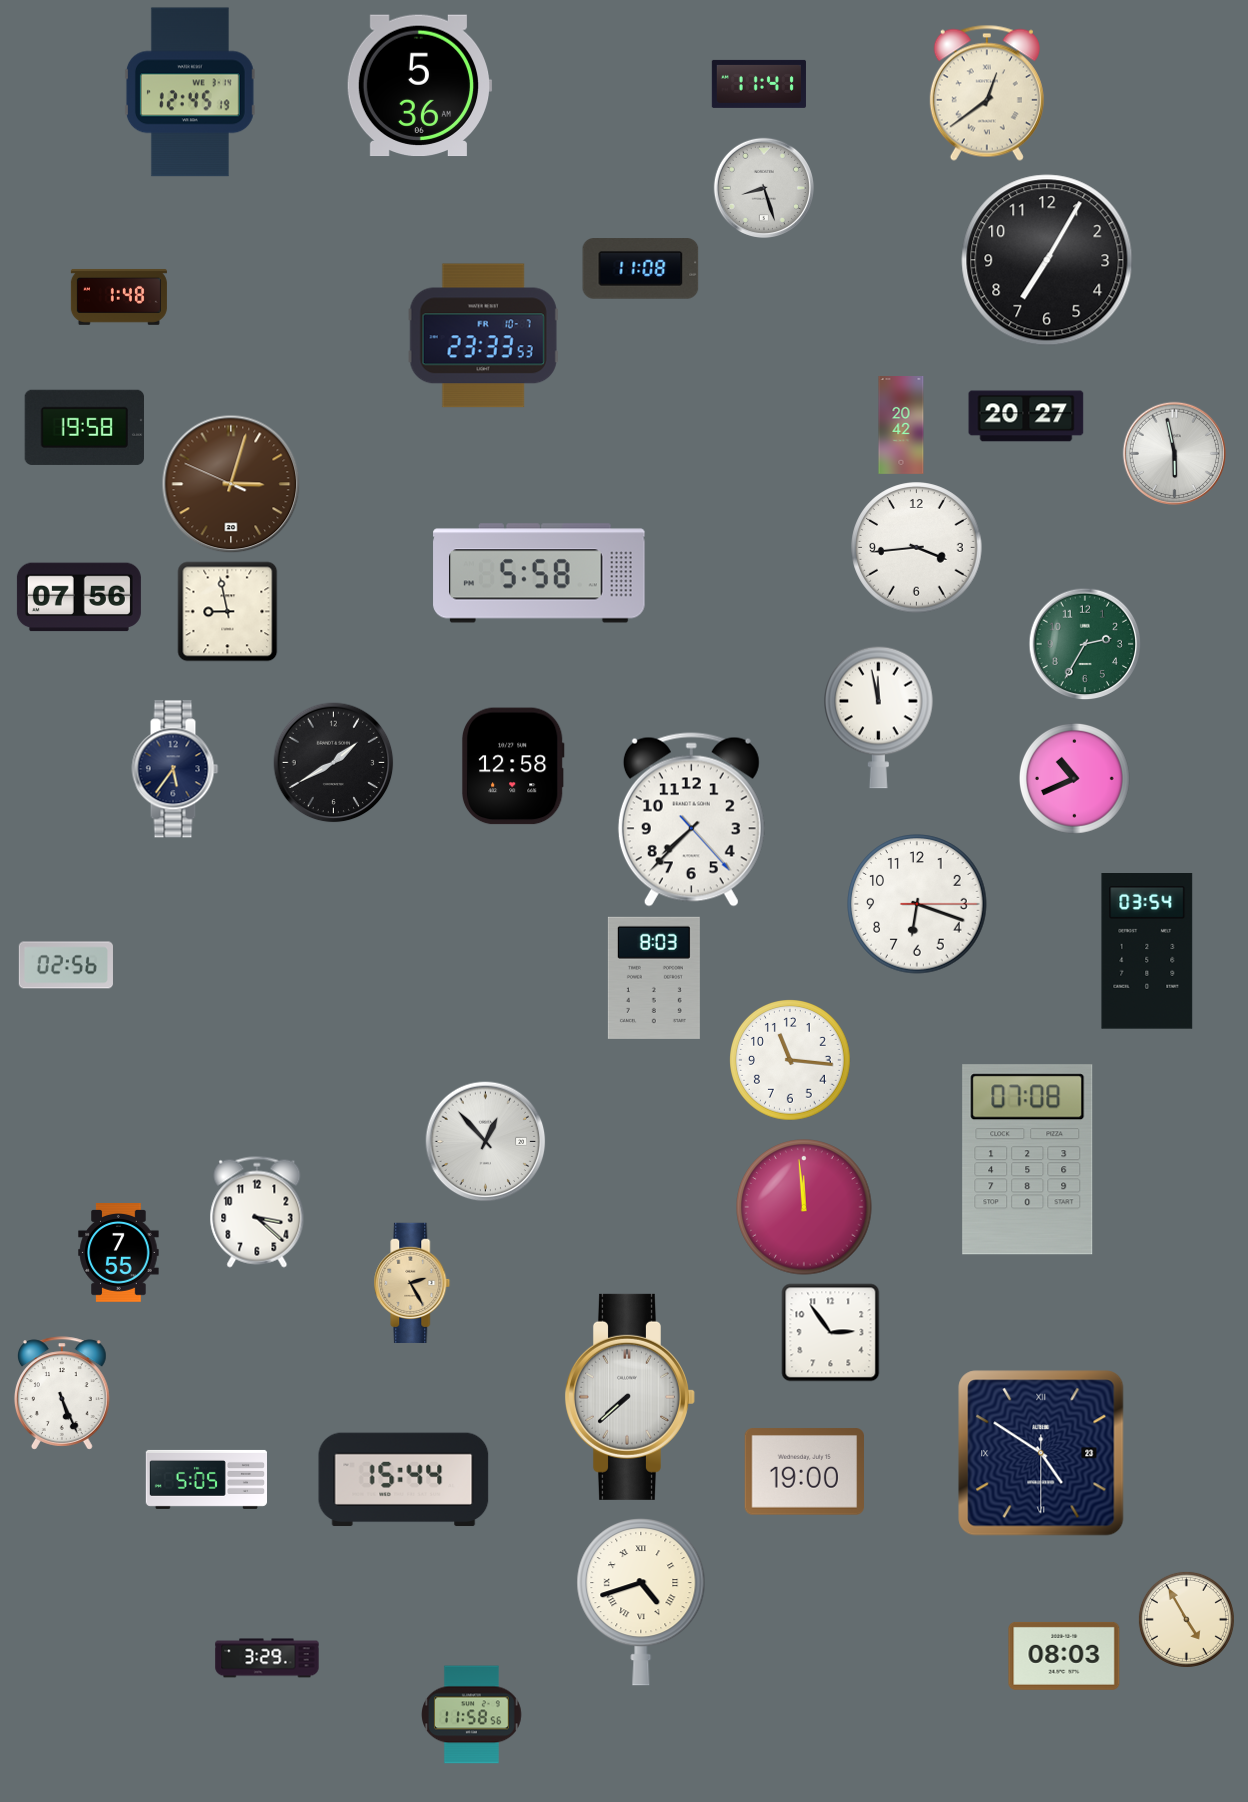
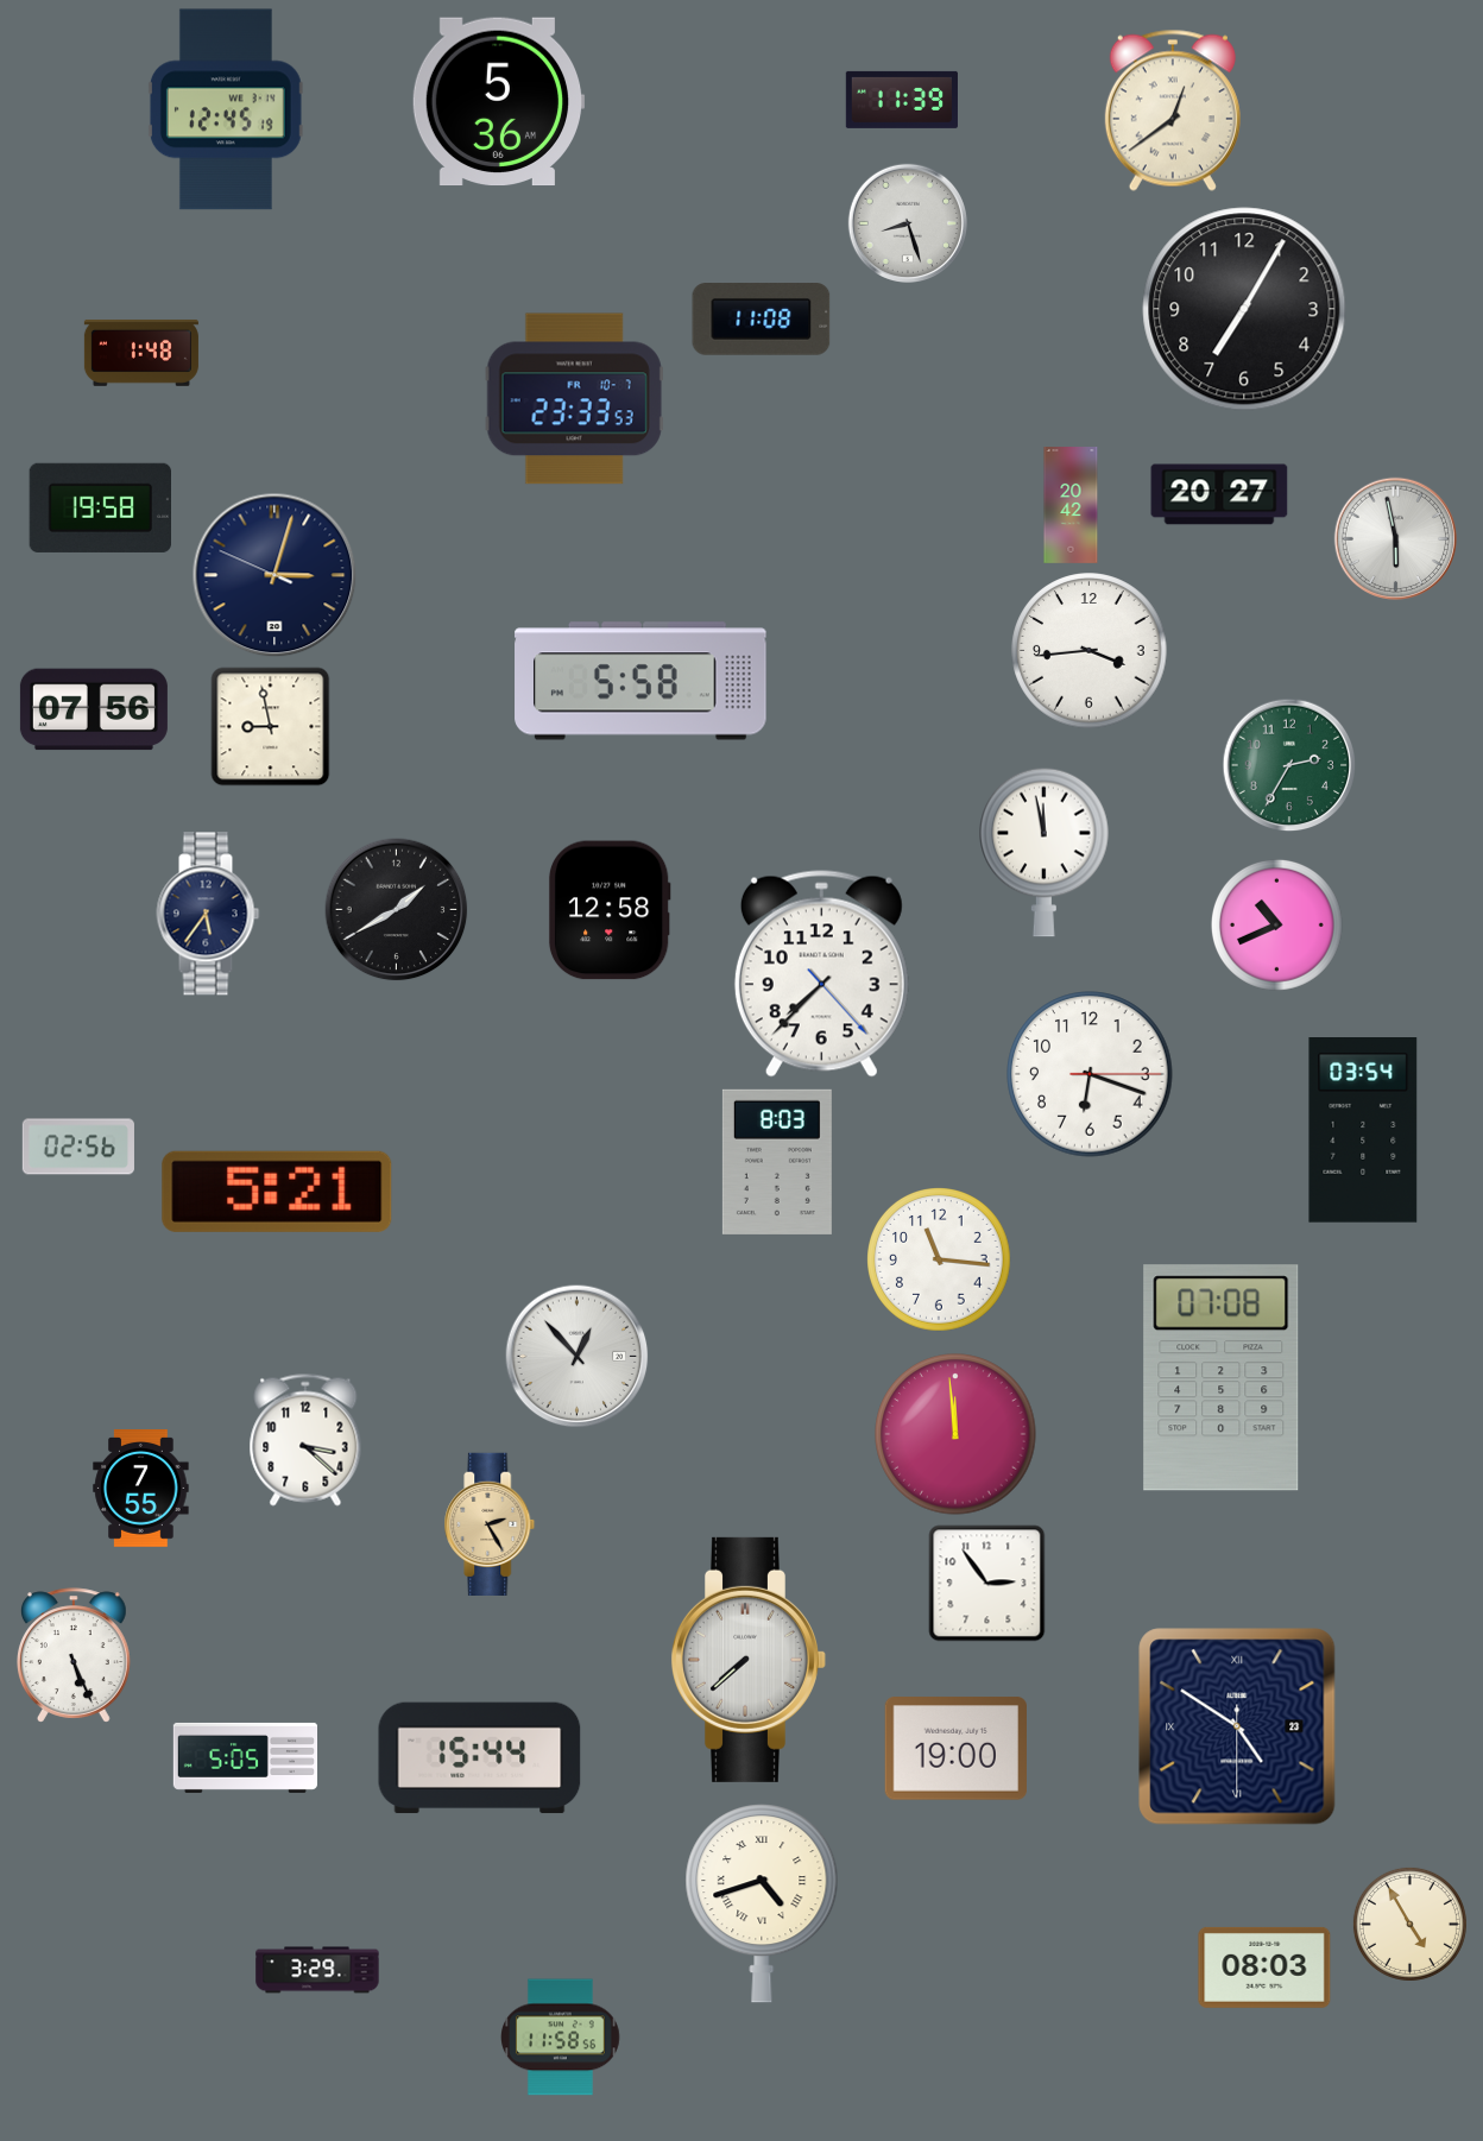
clock at (759, 84): 11:41 -> 11:39
clock at (231, 484) dial: brown -> navy
clock at (334, 763) position: (334, 763) -> (397, 910)
clock at (277, 1192): none -> 5:21
